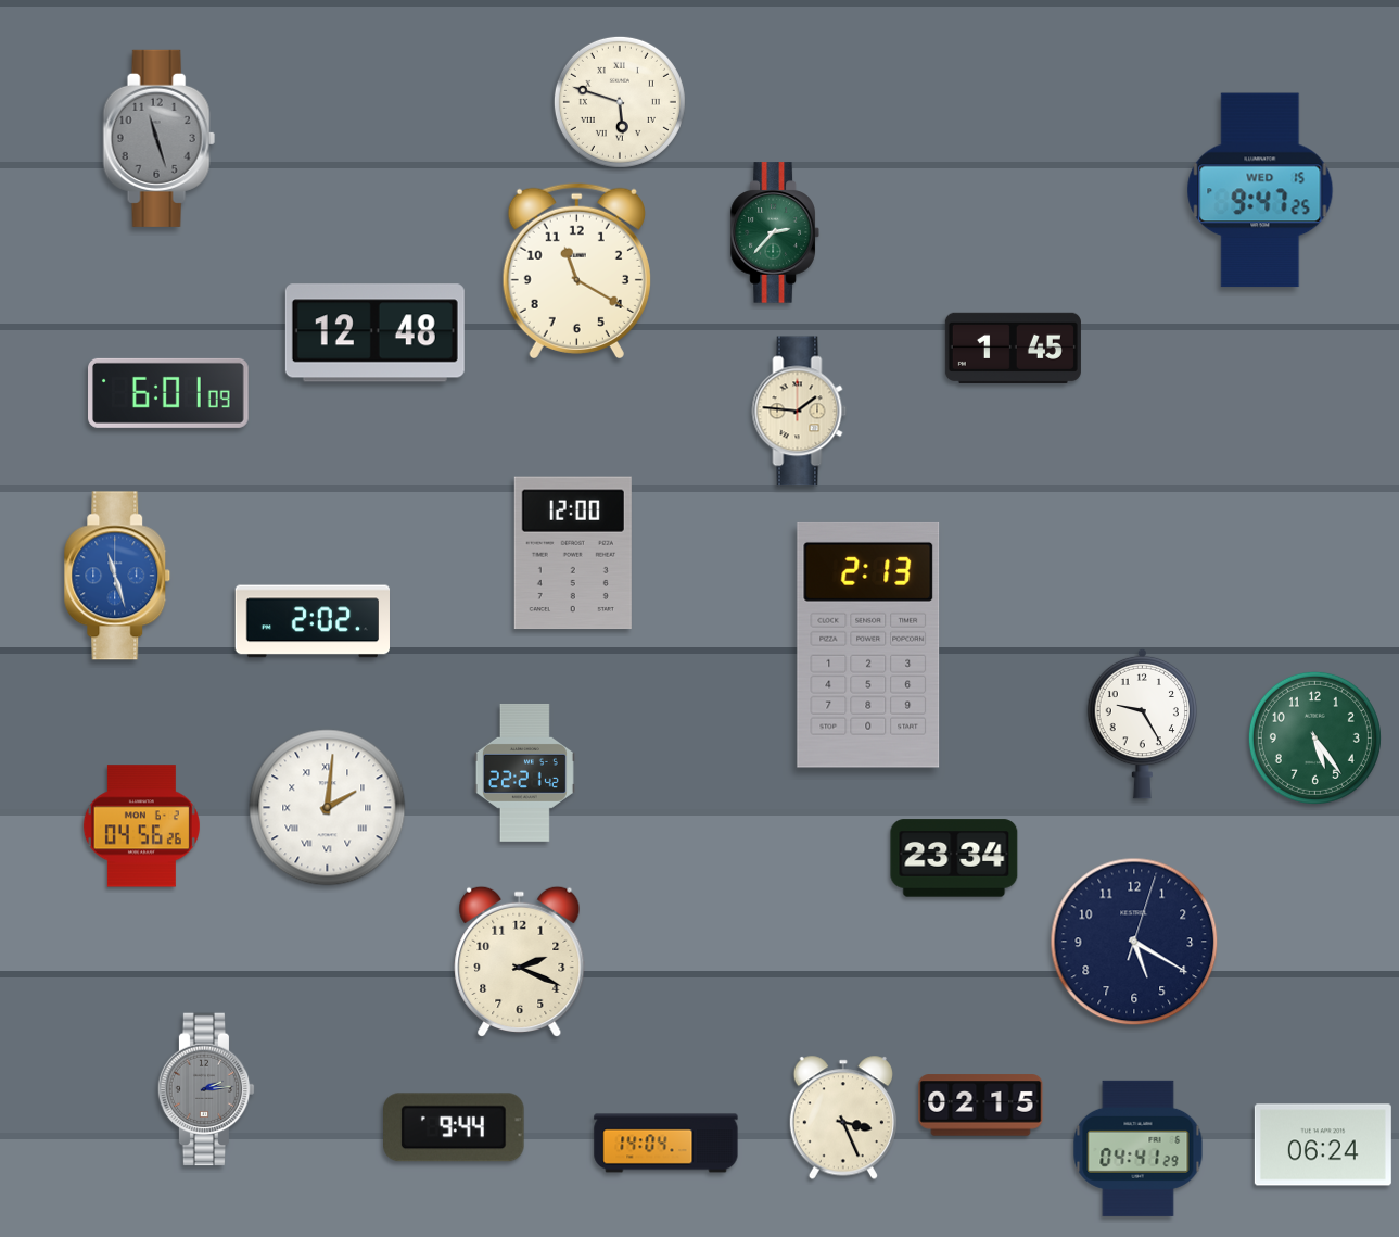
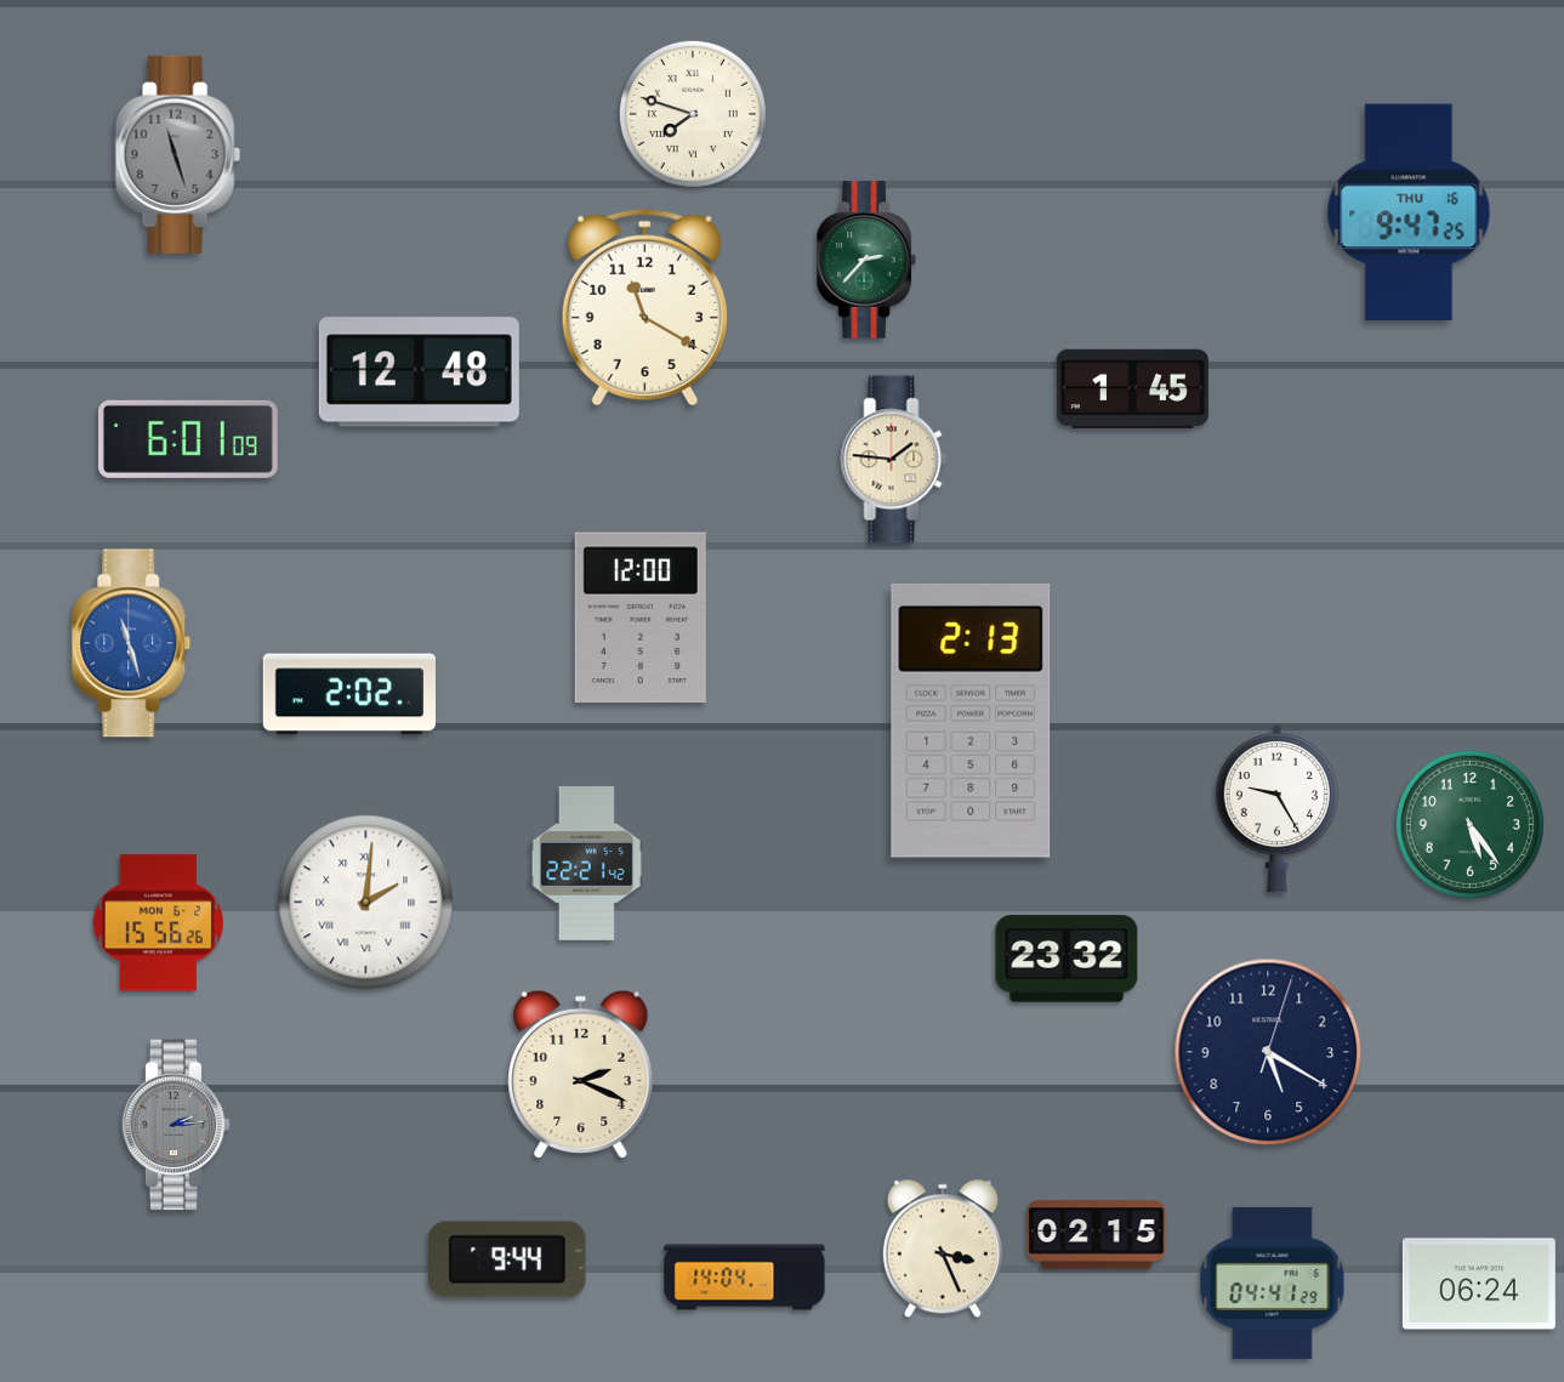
clock at (620, 102): 5:48 -> 7:48
clock at (1260, 190) date: WED 15 -> THU 16
clock at (576, 270) position: (576, 270) -> (644, 307)
clock at (141, 826): 04:56 -> 15:56
clock at (954, 858): 23:34 -> 23:32
clock at (206, 1089) position: (206, 1089) -> (176, 1125)
clock at (1323, 1145) position: (1323, 1145) -> (1479, 1284)
